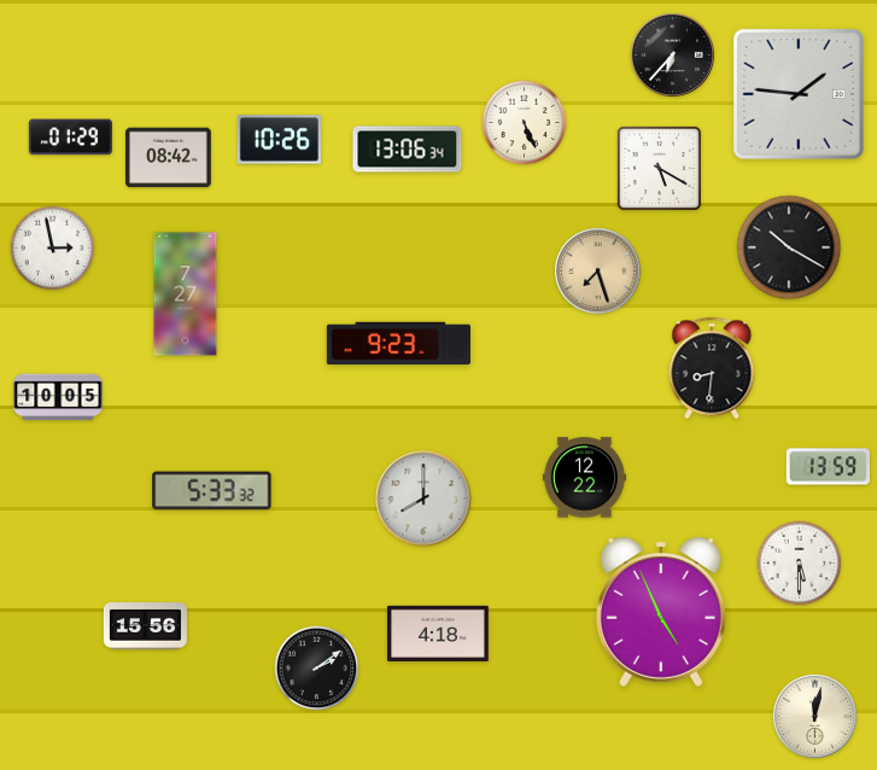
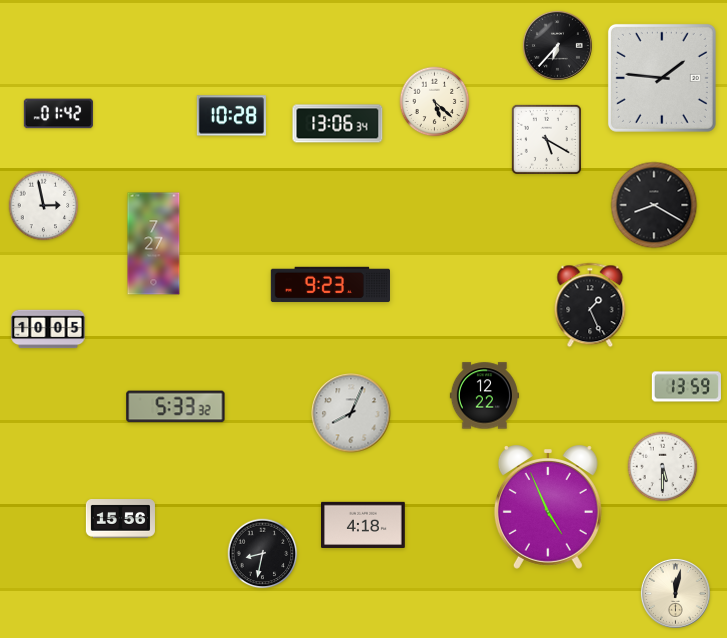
clock at (525, 123): 5:26 -> 5:22
clock at (70, 138): 01:29 -> 01:42
clock at (279, 140): 10:26 -> 10:28
clock at (169, 158): 08:42 -> none
clock at (789, 247): 10:20 -> 8:20
clock at (598, 272): 7:27 -> none
clock at (712, 368): 8:31 -> 1:26
clock at (423, 498): 8:00 -> 8:04
clock at (317, 669): 2:09 -> 8:32
